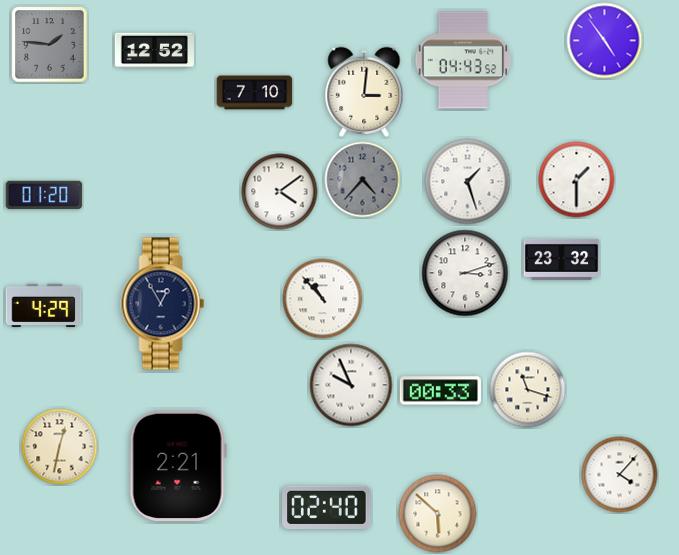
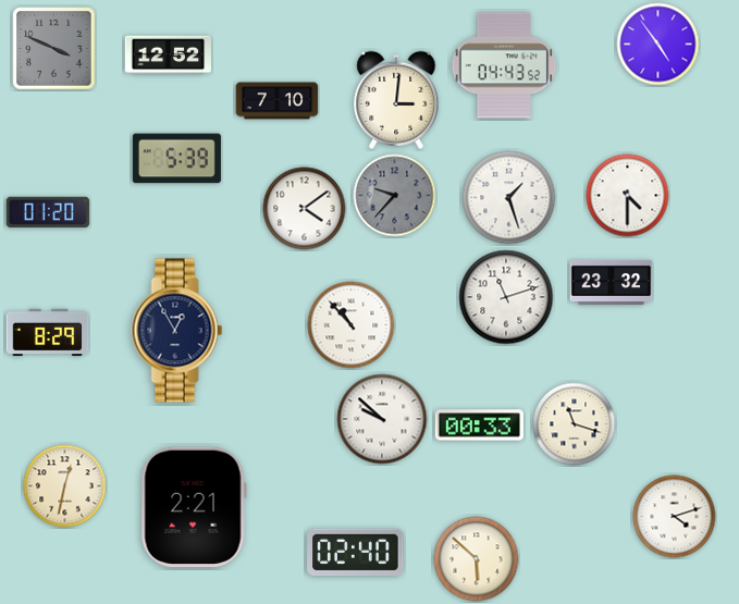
clock at (50, 45): 1:46 -> 3:49
clock at (176, 159): none -> 5:39
clock at (363, 180): 4:37 -> 9:37
clock at (577, 180): 1:30 -> 4:30
clock at (465, 273): 3:12 -> 11:12
clock at (44, 306): 4:29 -> 8:29
clock at (351, 385): 9:56 -> 9:52
clock at (620, 475): 4:07 -> 4:12
